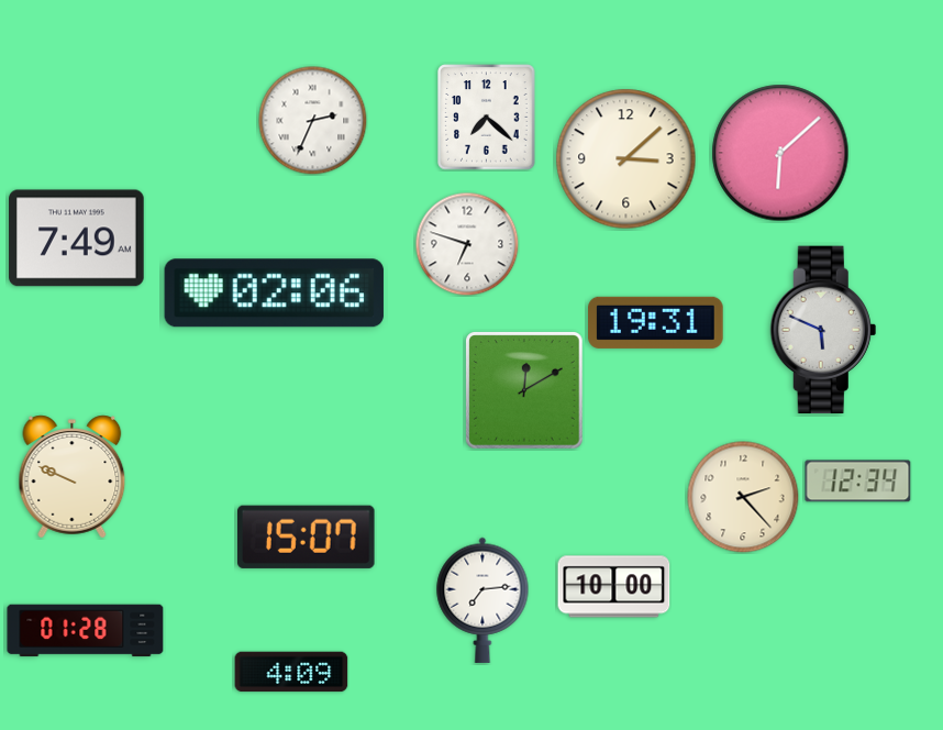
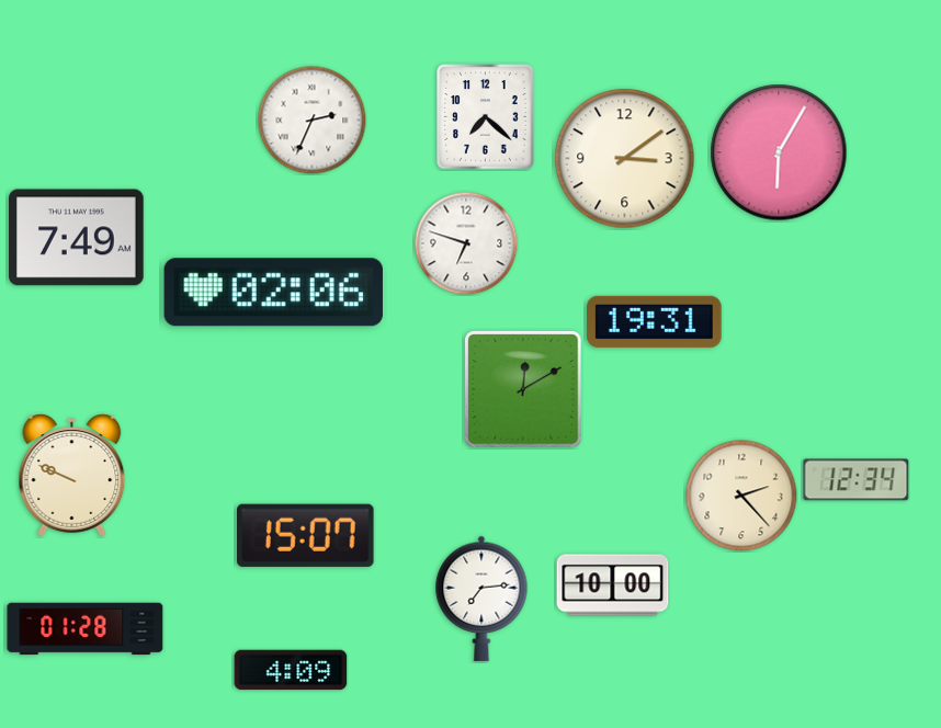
clock at (780, 153): 6:08 -> 6:05
clock at (626, 159): 3:08 -> 3:09
clock at (823, 330): 5:49 -> none
